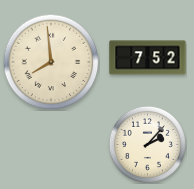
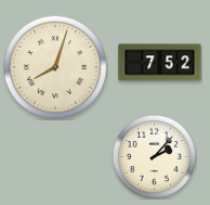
clock at (51, 62): 7:59 -> 8:03
clock at (147, 144) position: (147, 144) -> (154, 156)
